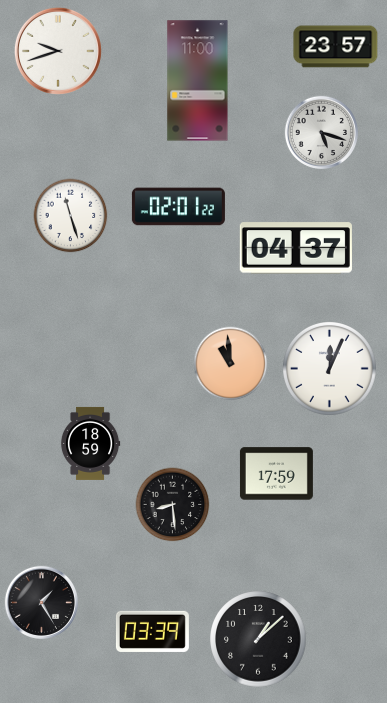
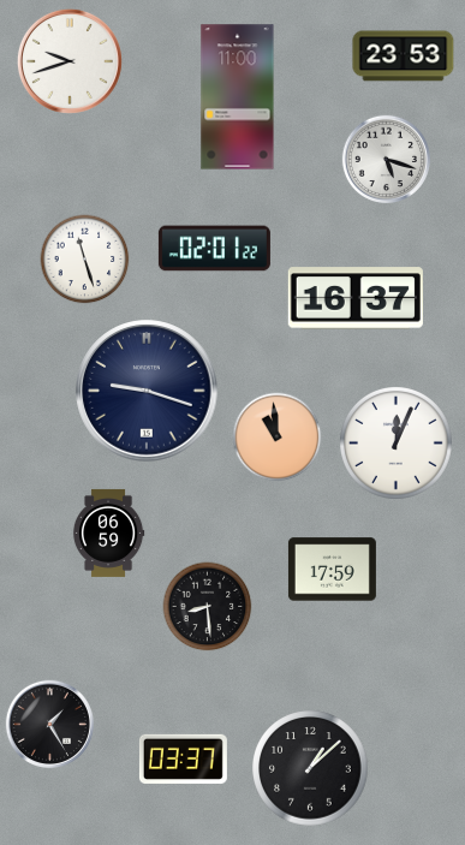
clock at (336, 47): 23:57 -> 23:53
clock at (296, 248): 04:37 -> 16:37
clock at (147, 391): none -> 9:18
clock at (90, 443): 18:59 -> 06:59
clock at (152, 631): 03:39 -> 03:37
